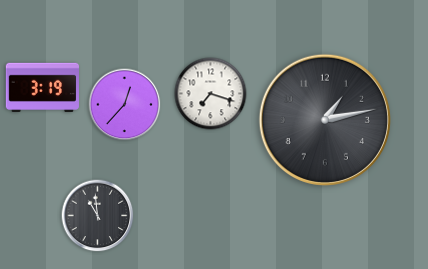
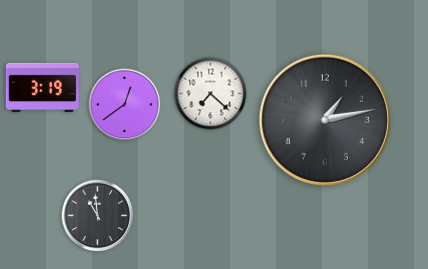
clock at (211, 94): 7:18 -> 7:22
clock at (125, 105): 12:37 -> 12:39
